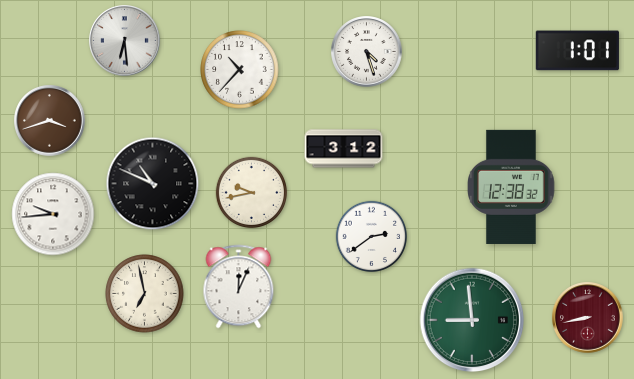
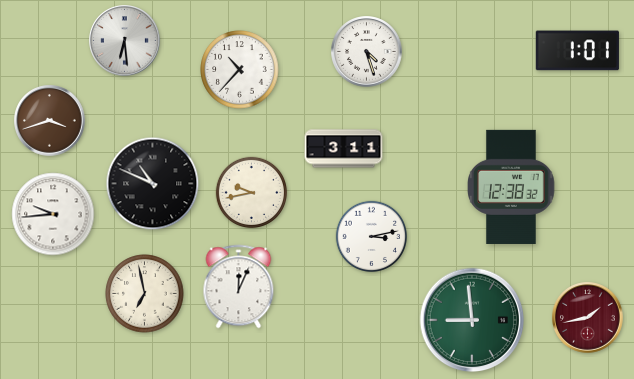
clock at (344, 149): 3:12 -> 3:11
clock at (372, 237): 2:39 -> 3:13
clock at (588, 318): 8:43 -> 1:43
